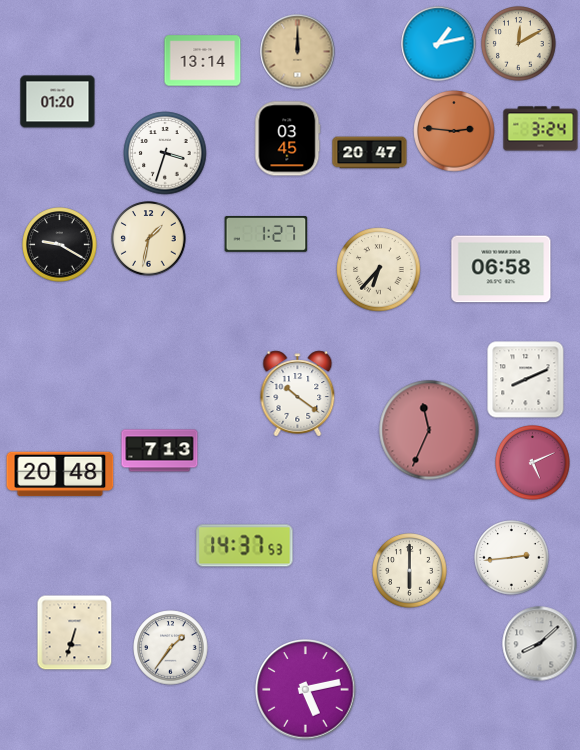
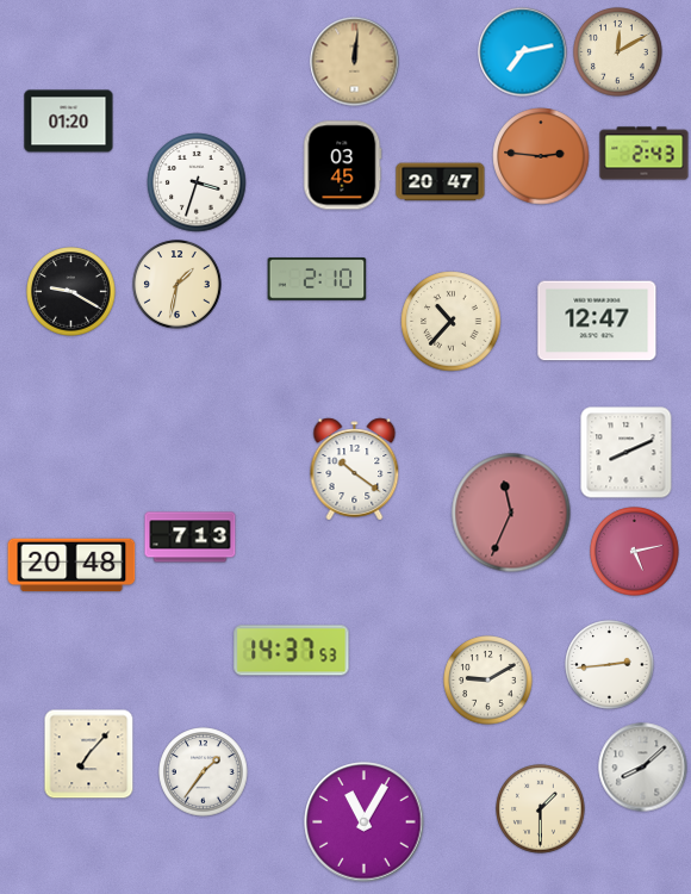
clock at (439, 44): 1:13 -> 7:13
clock at (298, 52): 12:00 -> 12:01
clock at (203, 61): 13:14 -> none
clock at (541, 129): 3:24 -> 2:43
clock at (266, 234): 1:27 -> 2:10
clock at (501, 269): 06:58 -> 12:47
clock at (379, 270): 6:37 -> 10:37
clock at (533, 463): 5:11 -> 5:13
clock at (410, 571): 6:00 -> 9:10
clock at (75, 633): 6:33 -> 7:07
clock at (541, 809): none -> 1:30
clock at (306, 690): 5:13 -> 11:05
